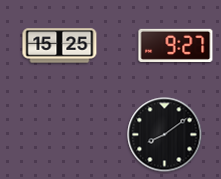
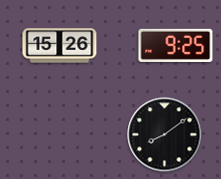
clock at (176, 45): 9:27 -> 9:25
clock at (60, 46): 15:25 -> 15:26
